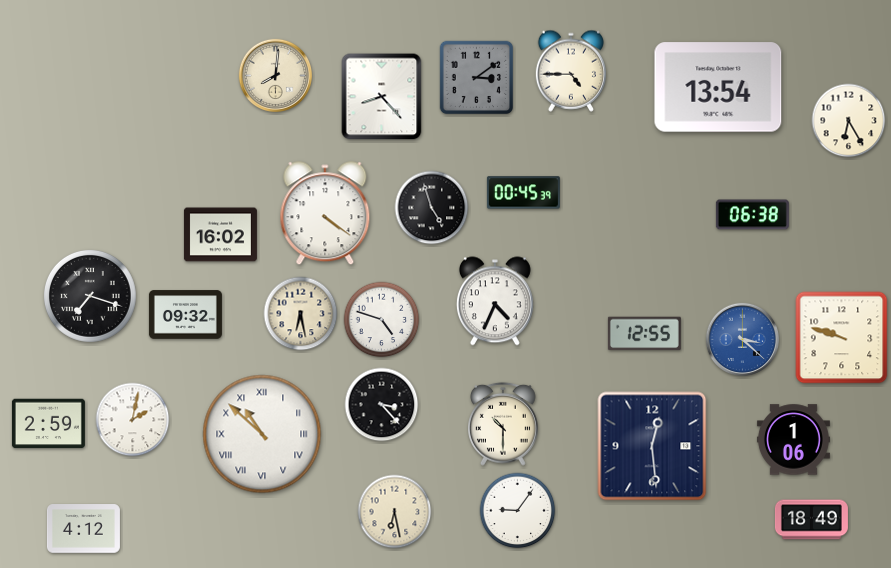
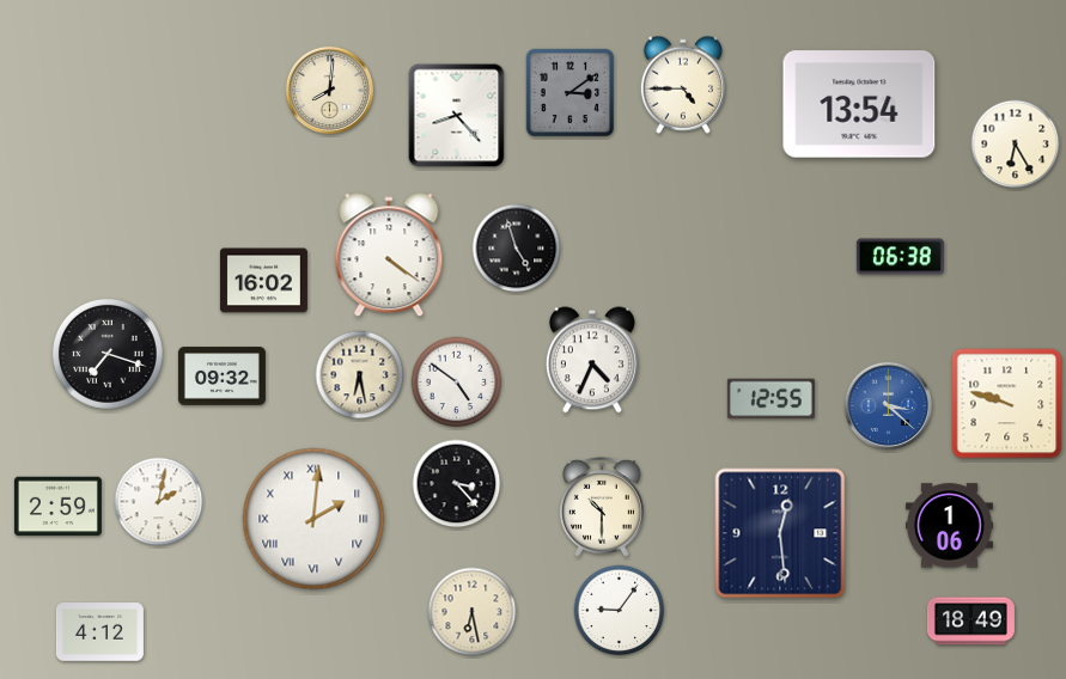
clock at (523, 193): 00:45 -> none
clock at (382, 320): 4:48 -> 4:51
clock at (262, 434): 10:52 -> 2:01
